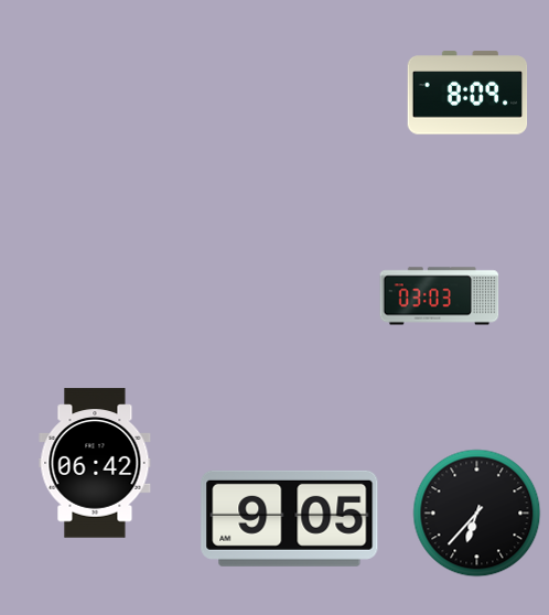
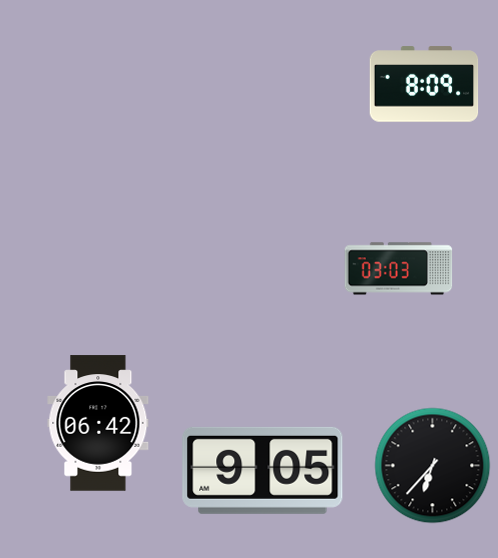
clock at (95, 463) position: (95, 463) -> (98, 423)
